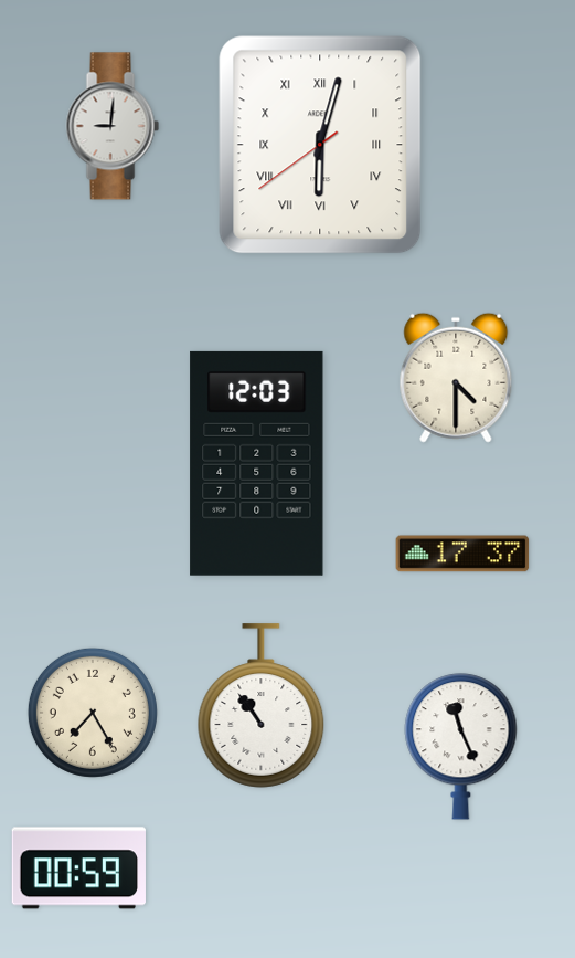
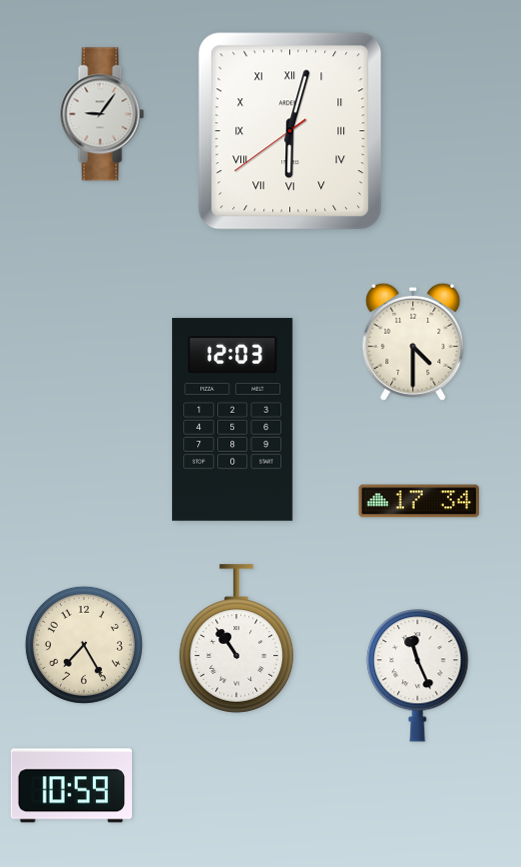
clock at (113, 126): 9:01 -> 9:06
clock at (462, 554): 17:37 -> 17:34
clock at (78, 868): 00:59 -> 10:59
